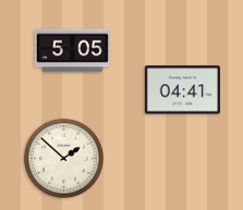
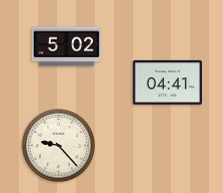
clock at (72, 51): 5:05 -> 5:02
clock at (63, 158): 1:52 -> 9:23
